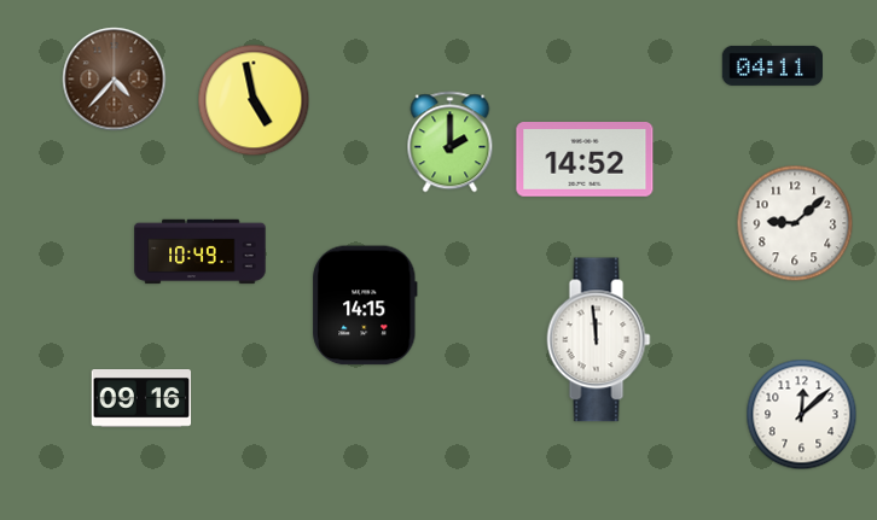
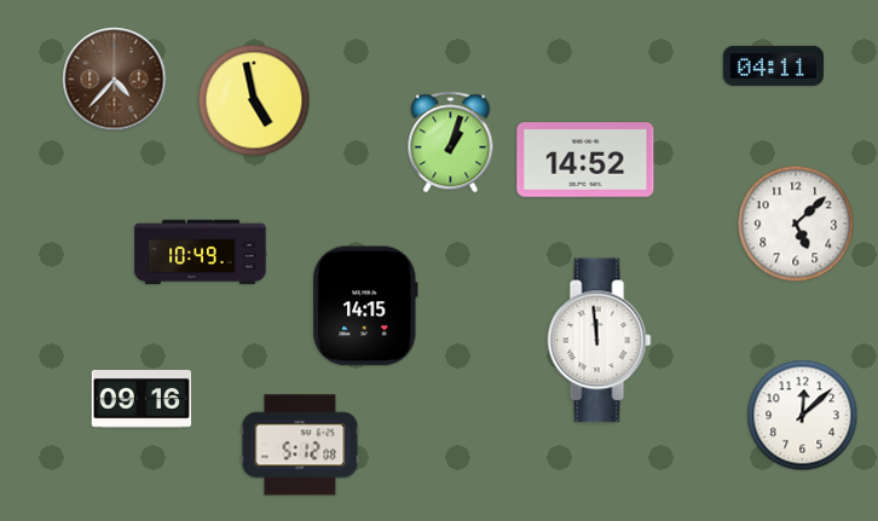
clock at (451, 142): 2:00 -> 1:03
clock at (795, 223): 9:08 -> 5:08
clock at (300, 445): none -> 5:12
